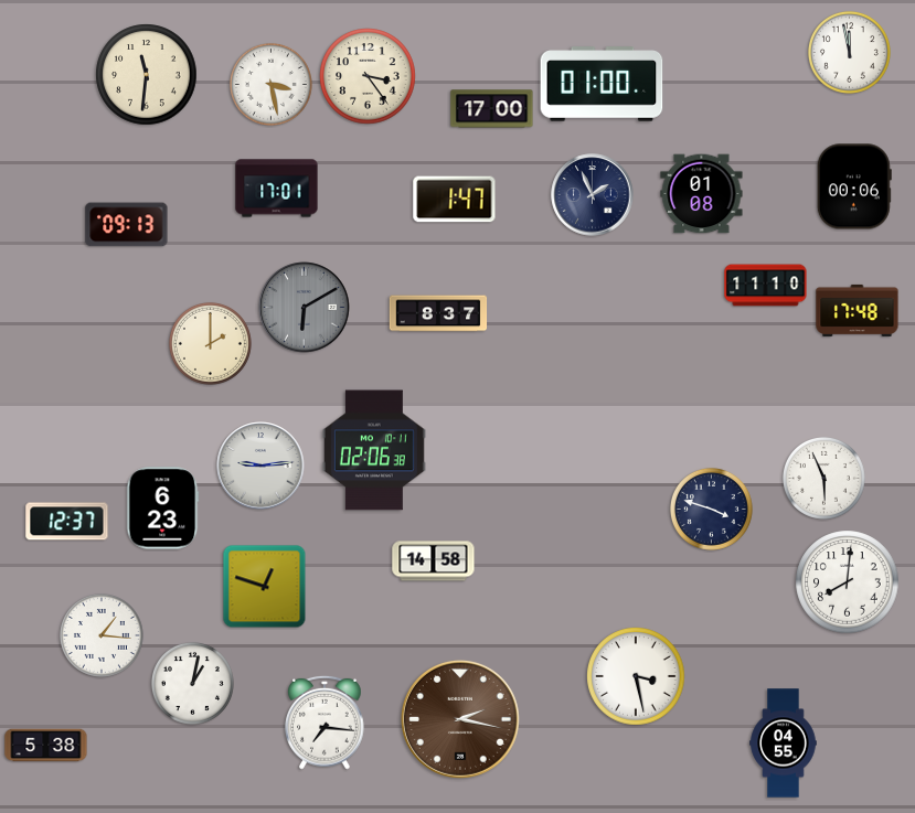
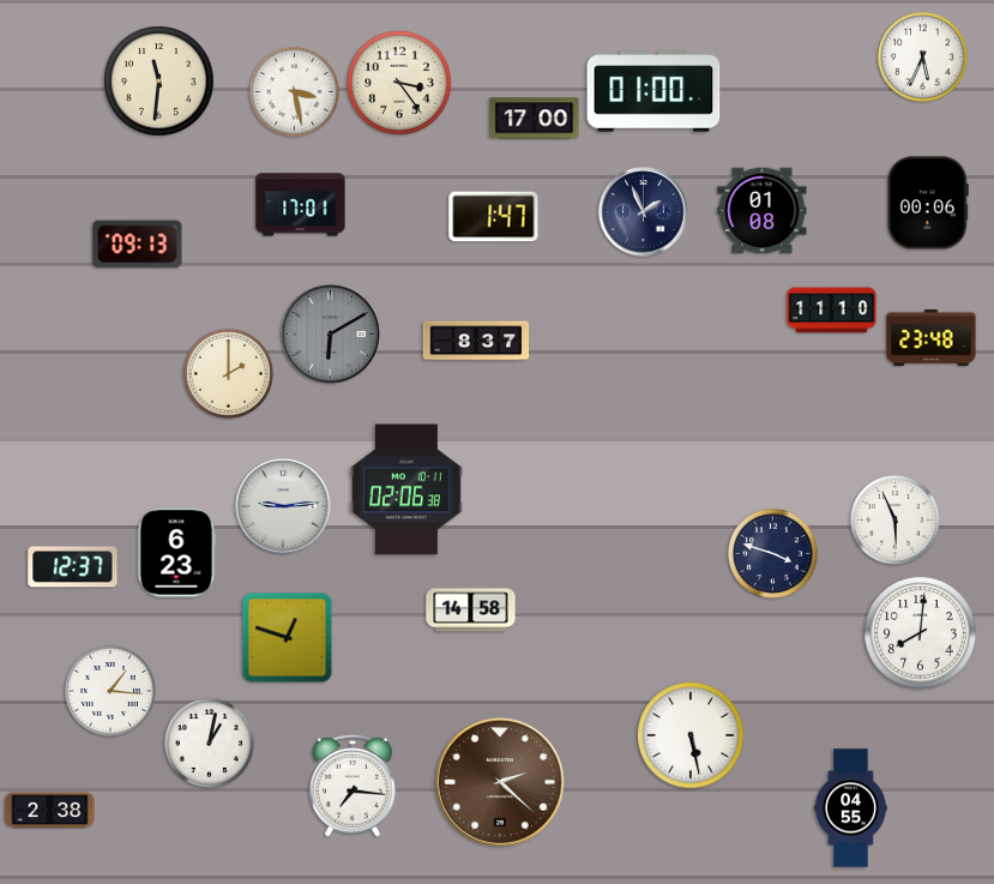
clock at (849, 52): 11:58 -> 5:34
clock at (858, 310): 17:48 -> 23:48
clock at (636, 676): 3:28 -> 5:28
clock at (460, 719): 2:17 -> 2:22
clock at (46, 746): 5:38 -> 2:38
